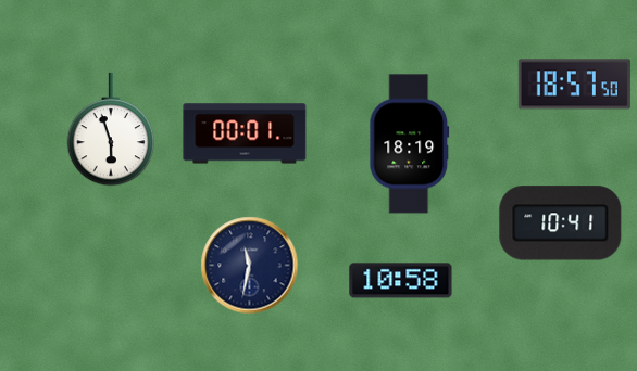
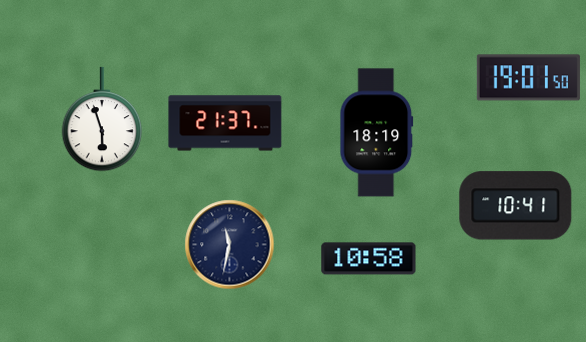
clock at (574, 85): 18:57 -> 19:01
clock at (245, 133): 00:01 -> 21:37
